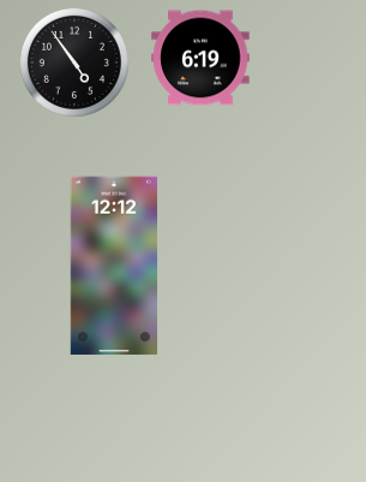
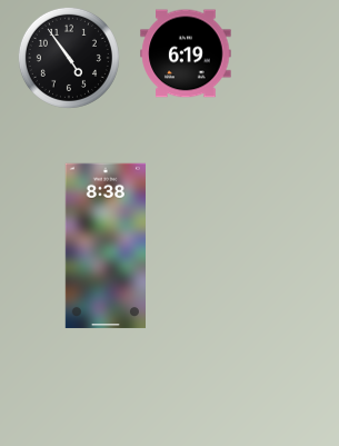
clock at (113, 266): 12:12 -> 8:38
